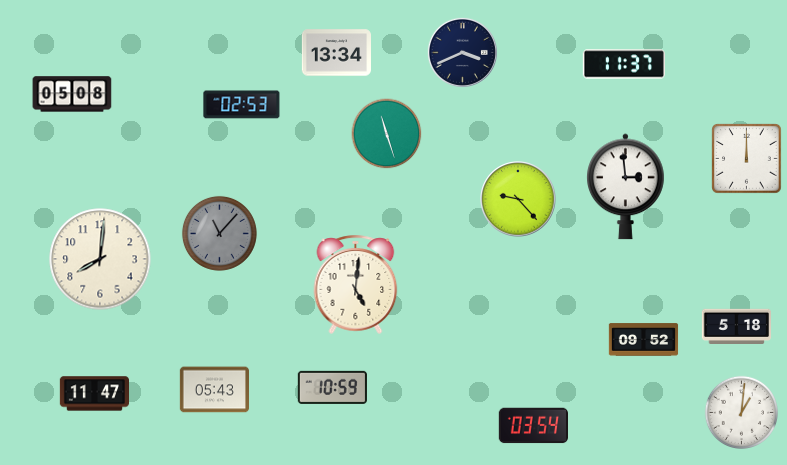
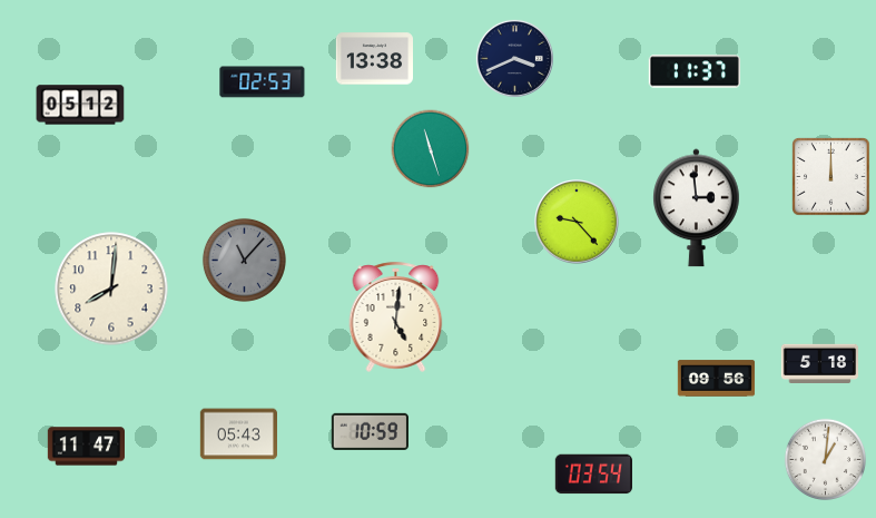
clock at (336, 53): 13:34 -> 13:38
clock at (72, 94): 05:08 -> 05:12
clock at (242, 105) position: (242, 105) -> (263, 82)
clock at (644, 340): 09:52 -> 09:56
clock at (95, 394) position: (95, 394) -> (87, 447)
